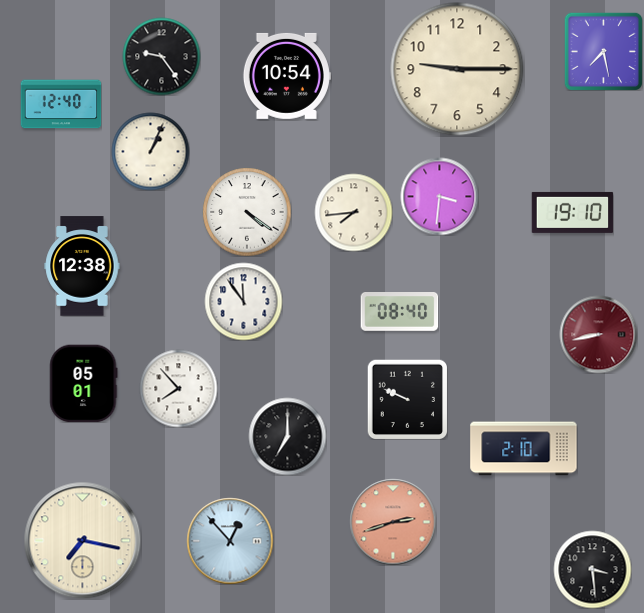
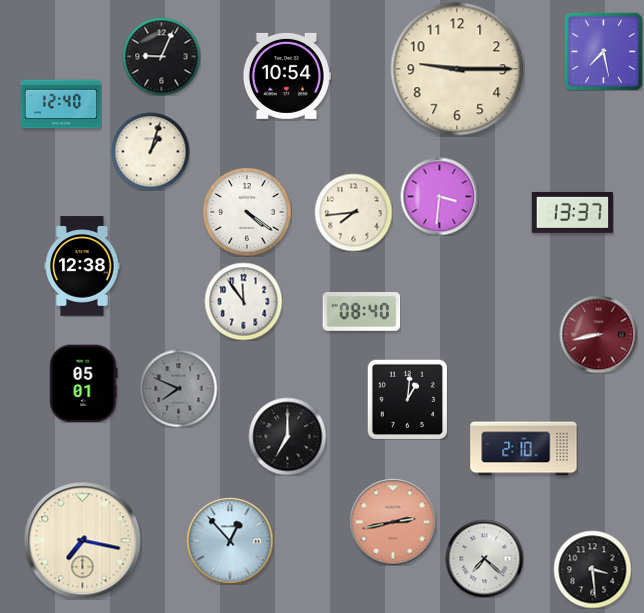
clock at (161, 56): 9:24 -> 9:04
clock at (150, 151): 1:04 -> 1:03
clock at (572, 212): 19:10 -> 13:37
clock at (399, 312) position: (399, 312) -> (361, 312)
clock at (178, 388): 7:53 -> 7:49
clock at (178, 388) dial: white -> grey
clock at (407, 399): 9:49 -> 1:01
clock at (393, 522): 2:42 -> 2:43
clock at (484, 558): none -> 7:22
